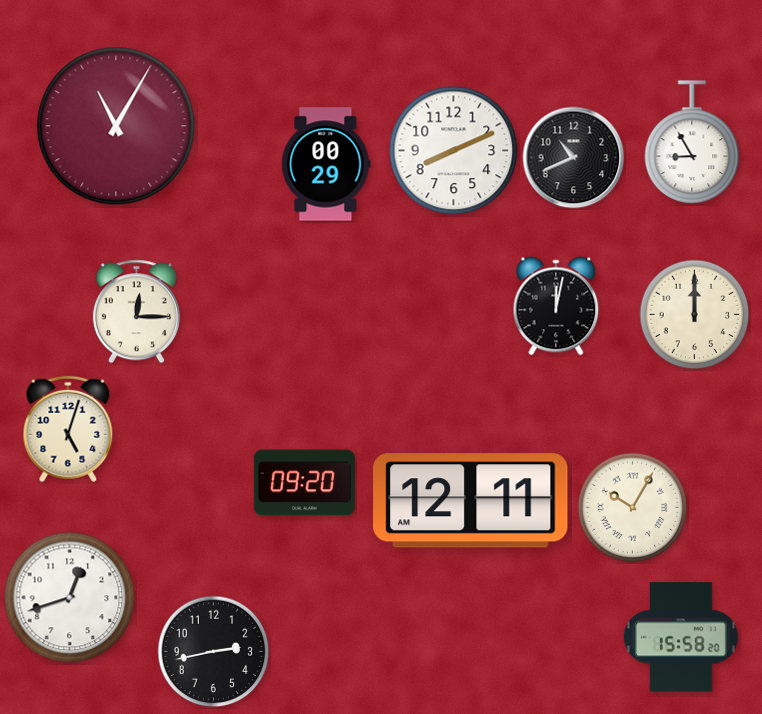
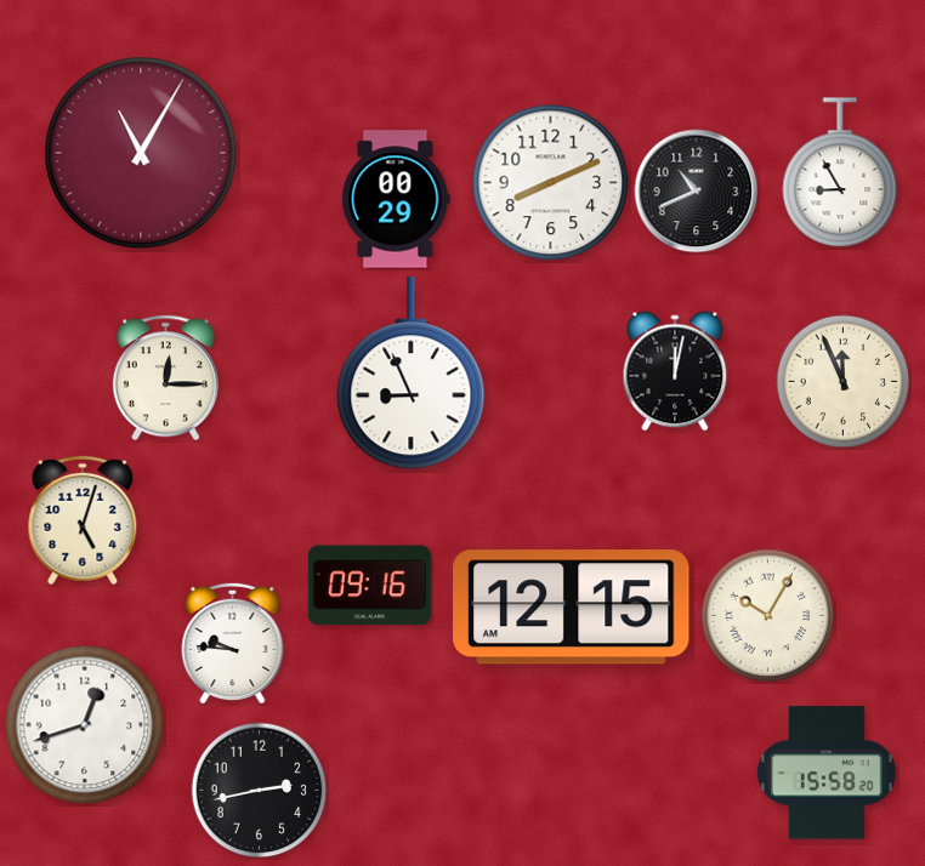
clock at (412, 374): none -> 8:56
clock at (695, 315): 12:00 -> 11:56
clock at (304, 483): 09:20 -> 09:16
clock at (471, 501): 12:11 -> 12:15
clock at (233, 642): none -> 9:46
